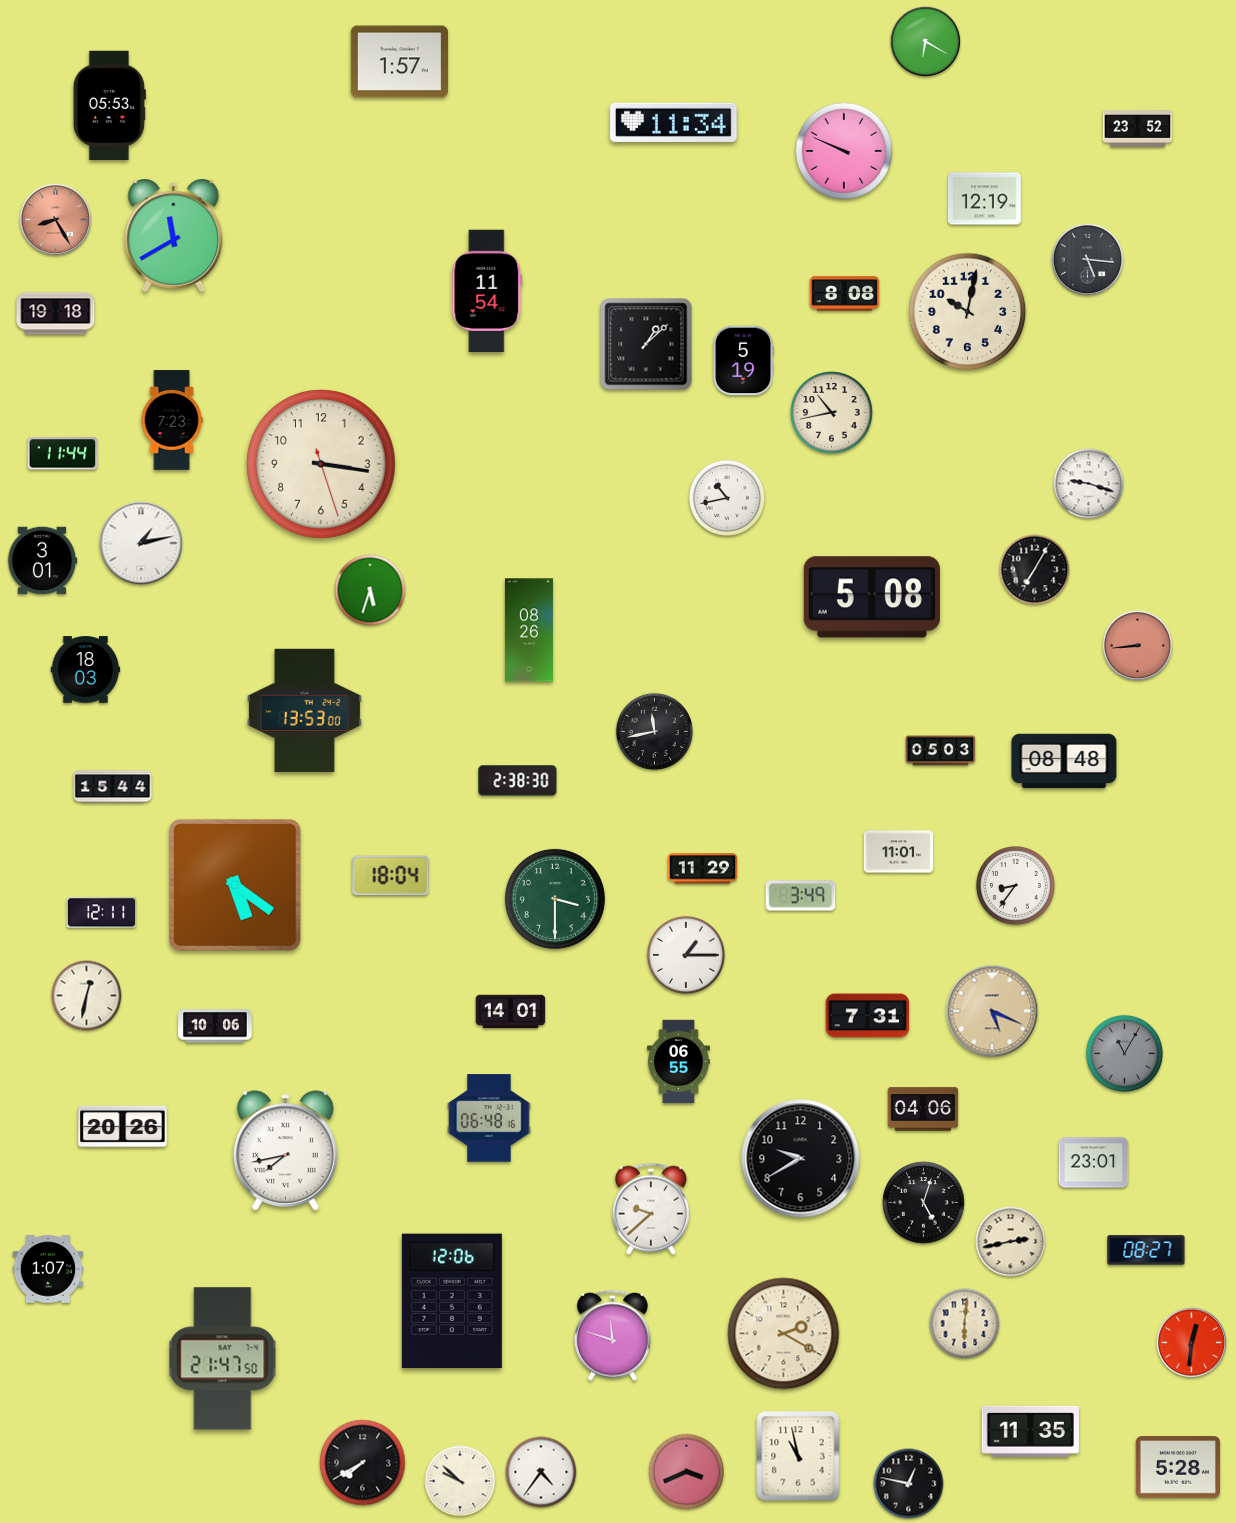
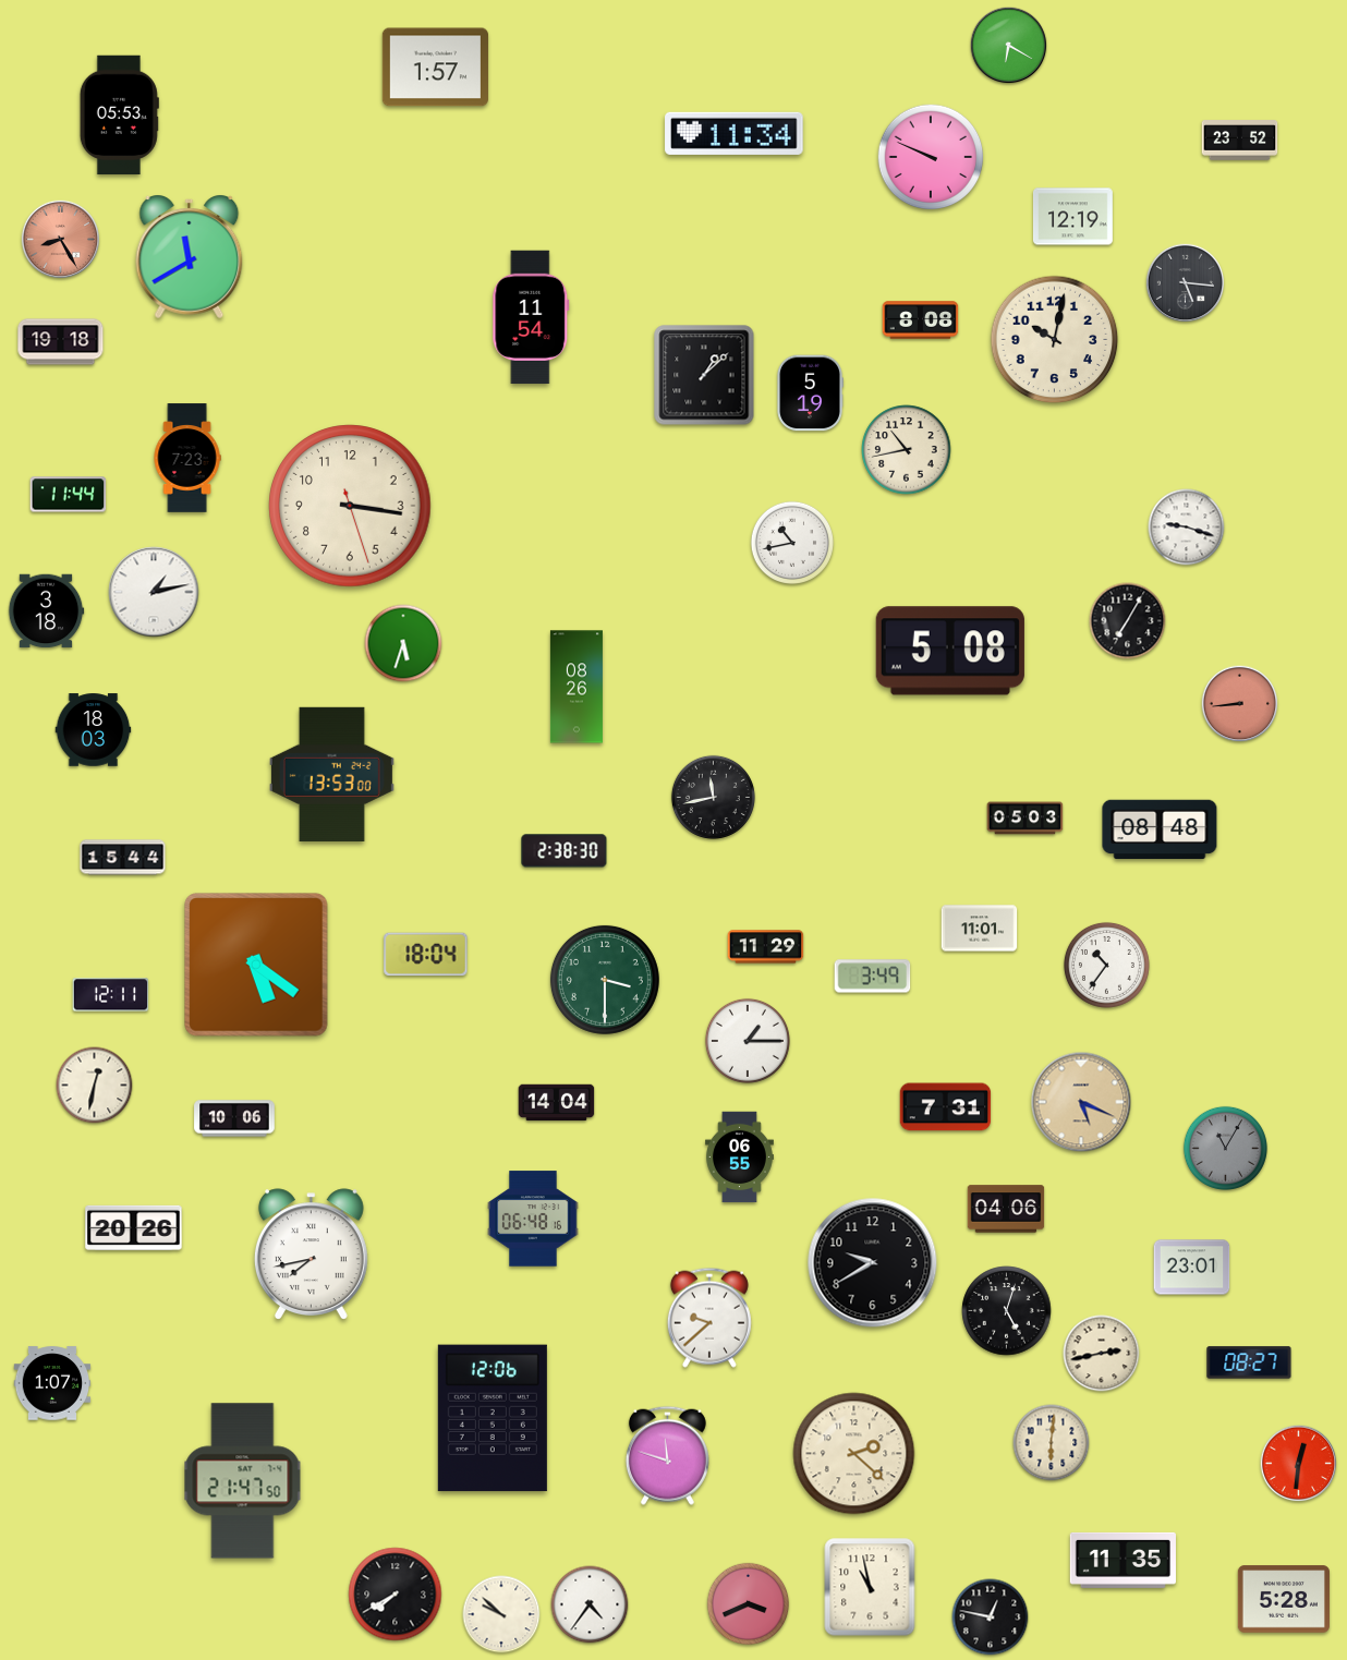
clock at (844, 151) position: (844, 151) -> (931, 157)
clock at (42, 561): 3:01 -> 3:18
clock at (1015, 885): 8:36 -> 10:36
clock at (511, 1012): 14:01 -> 14:04
clock at (784, 1334): 2:20 -> 2:22
